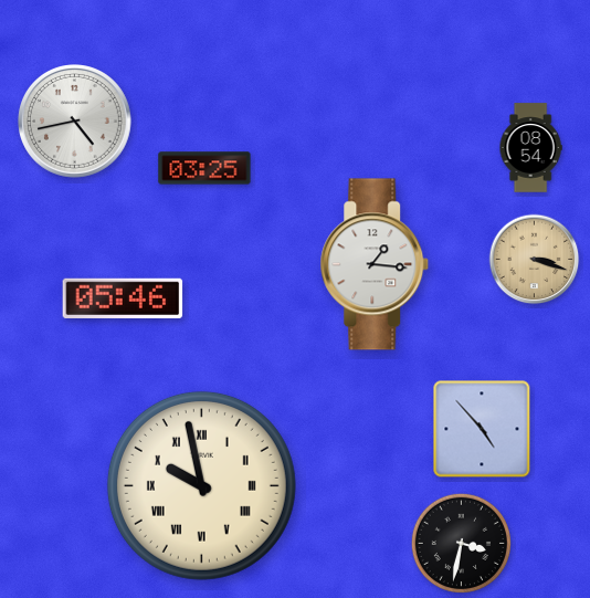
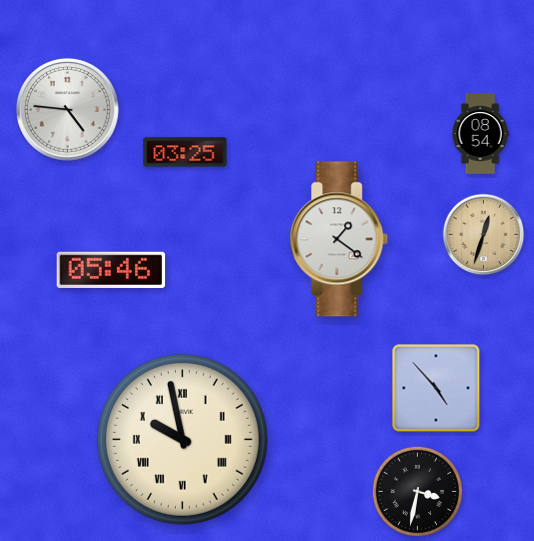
clock at (75, 122): 4:43 -> 4:46
clock at (535, 260): 3:18 -> 12:33
clock at (375, 264): 1:16 -> 1:21
